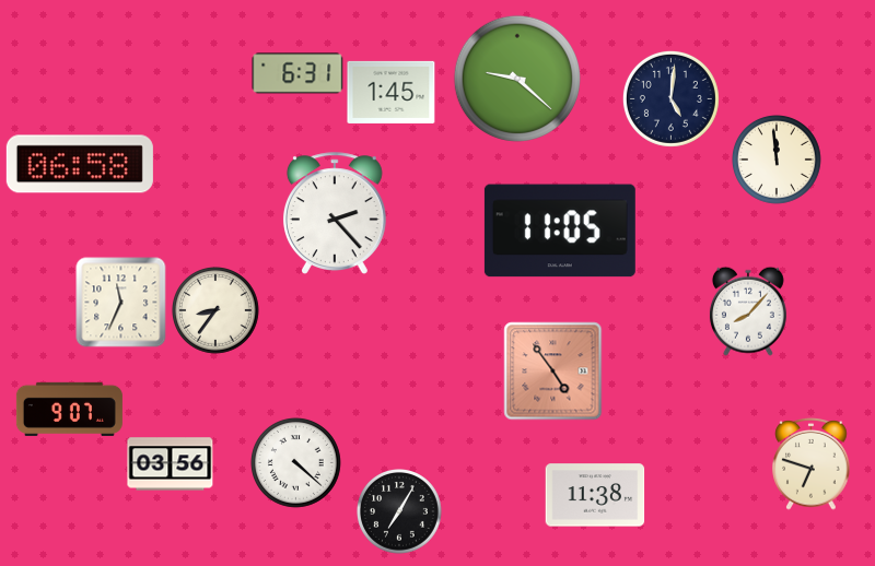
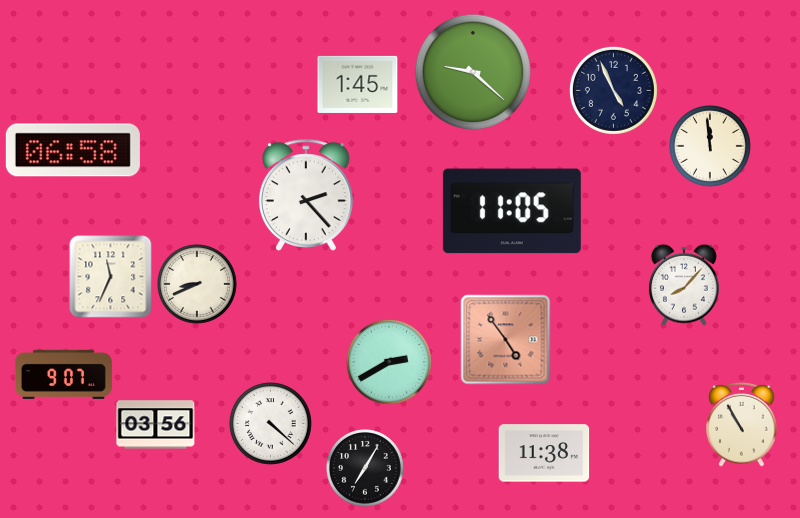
clock at (297, 73): 6:31 -> none
clock at (670, 98): 5:01 -> 4:56
clock at (217, 311): 8:36 -> 8:41
clock at (389, 362): none -> 2:40
clock at (812, 463): 6:48 -> 10:55
